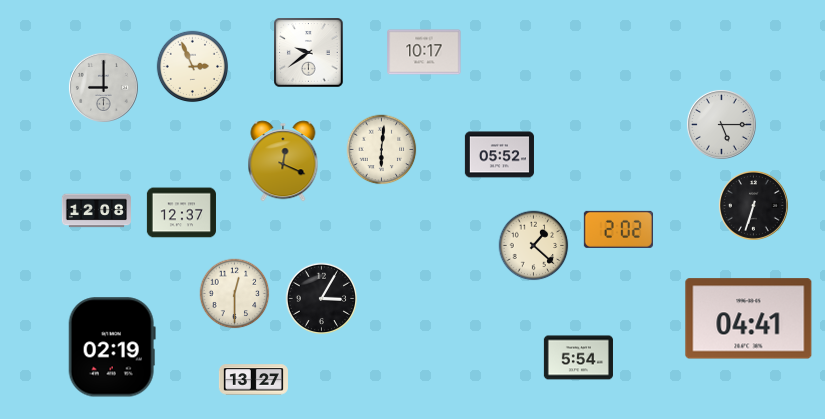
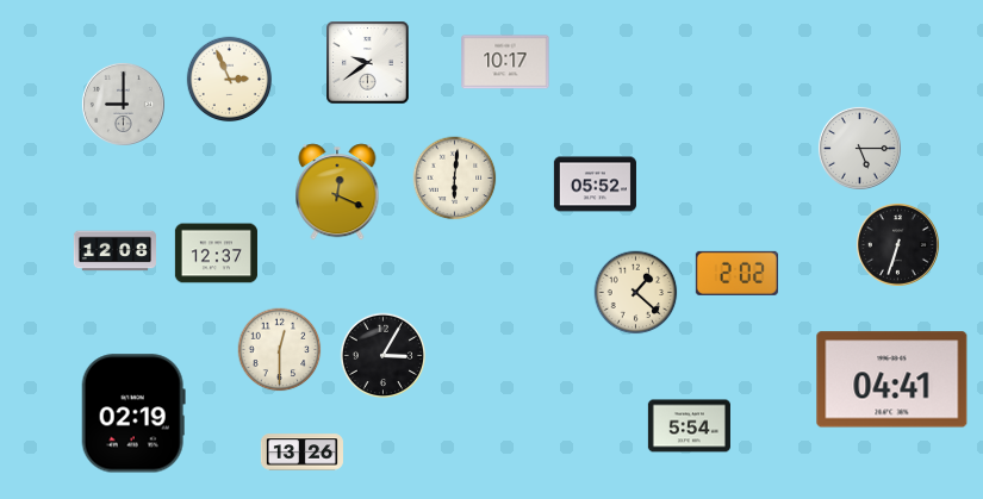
clock at (253, 380): 13:27 -> 13:26
